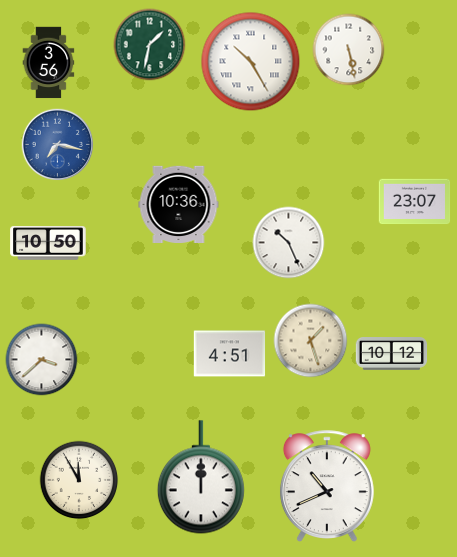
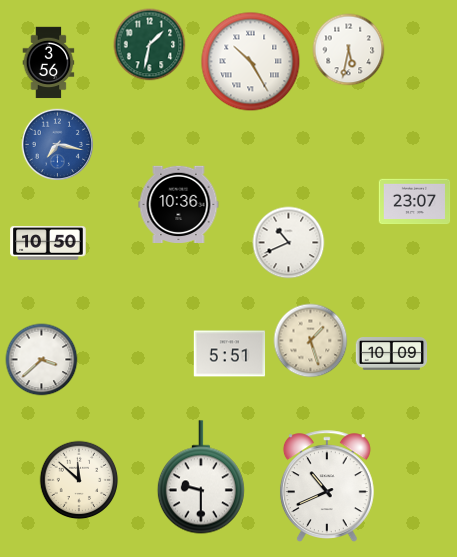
clock at (349, 50): 5:28 -> 5:32
clock at (289, 243): 10:26 -> 10:41
clock at (230, 354): 4:51 -> 5:51
clock at (392, 354): 10:12 -> 10:09
clock at (201, 477): 12:00 -> 9:30
clock at (79, 480): 11:55 -> 11:52
